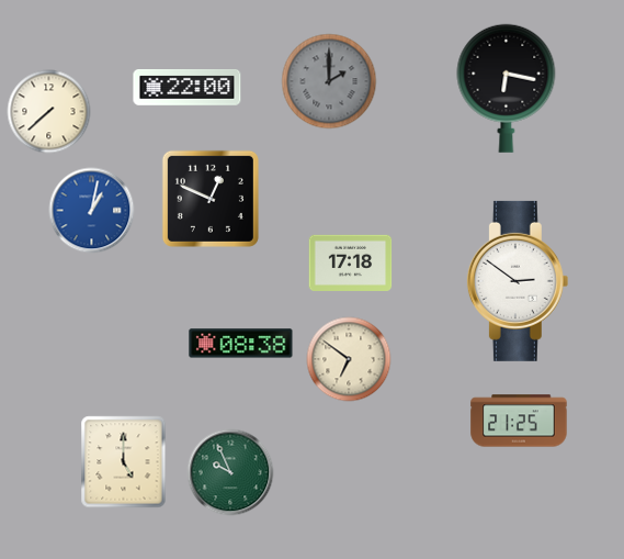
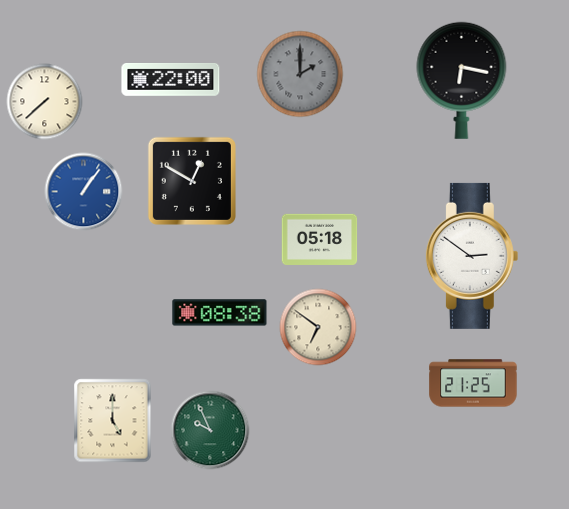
clock at (211, 199): 12:49 -> 12:50
clock at (92, 211): 1:02 -> 1:06
clock at (351, 262): 17:18 -> 05:18
